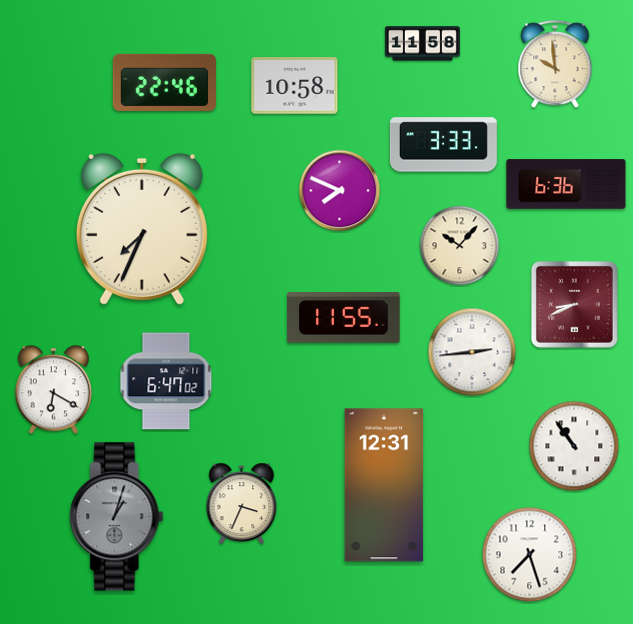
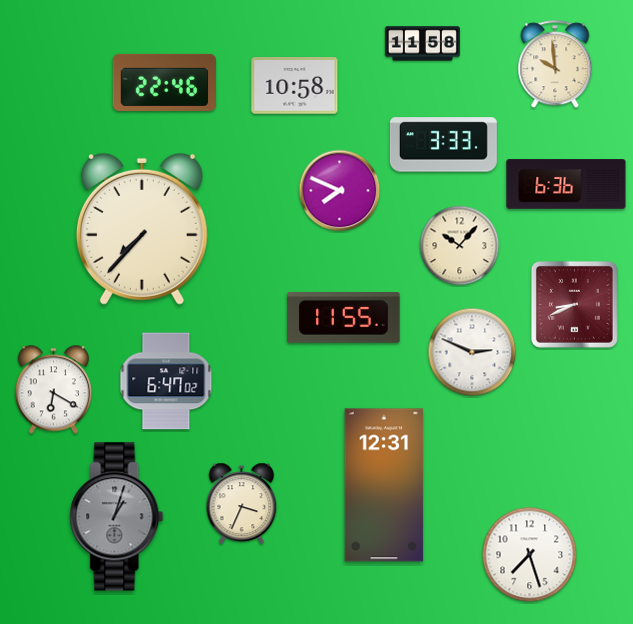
clock at (142, 229): 7:34 -> 7:37
clock at (472, 352): 2:44 -> 2:49
clock at (574, 446): 10:54 -> none
